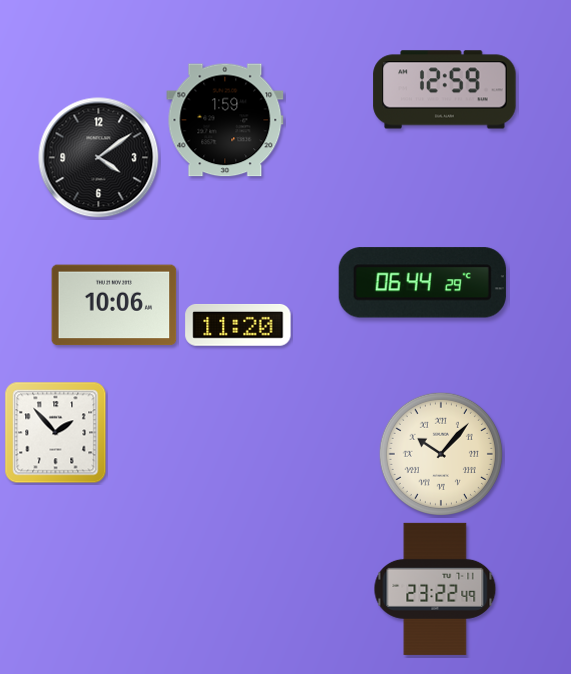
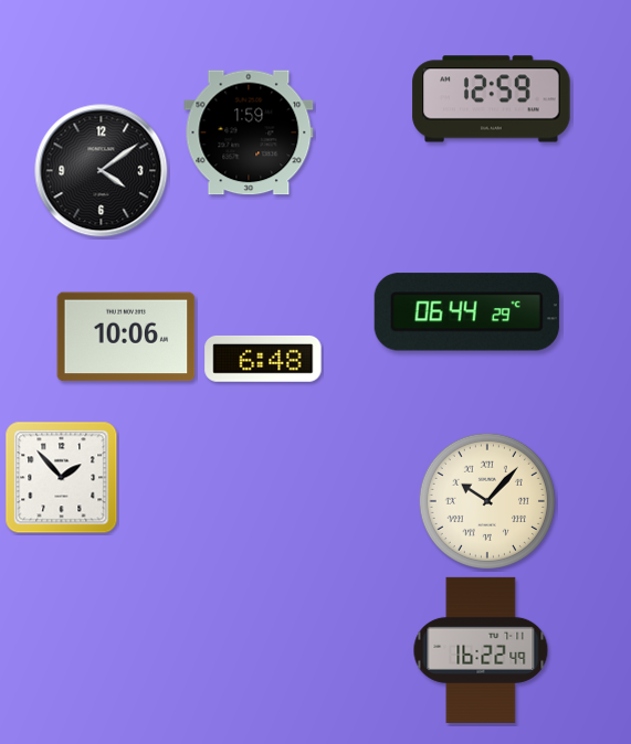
clock at (99, 158) position: (99, 158) -> (102, 171)
clock at (238, 325): 11:20 -> 6:48
clock at (435, 589): 23:22 -> 16:22
